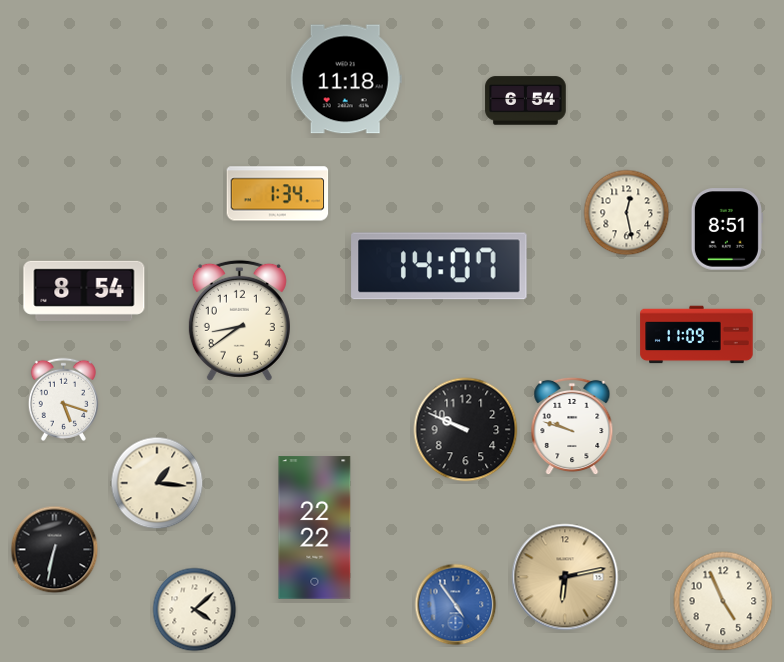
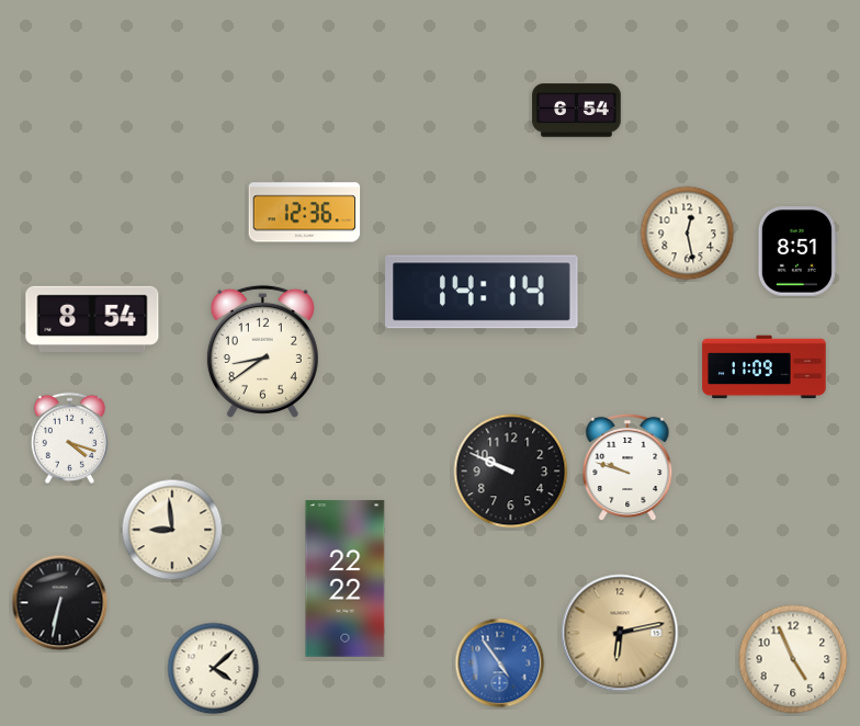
clock at (346, 79): 11:18 -> none
clock at (278, 194): 1:34 -> 12:36
clock at (439, 266): 14:07 -> 14:14
clock at (63, 399): 5:18 -> 4:18
clock at (157, 483): 1:16 -> 8:59
